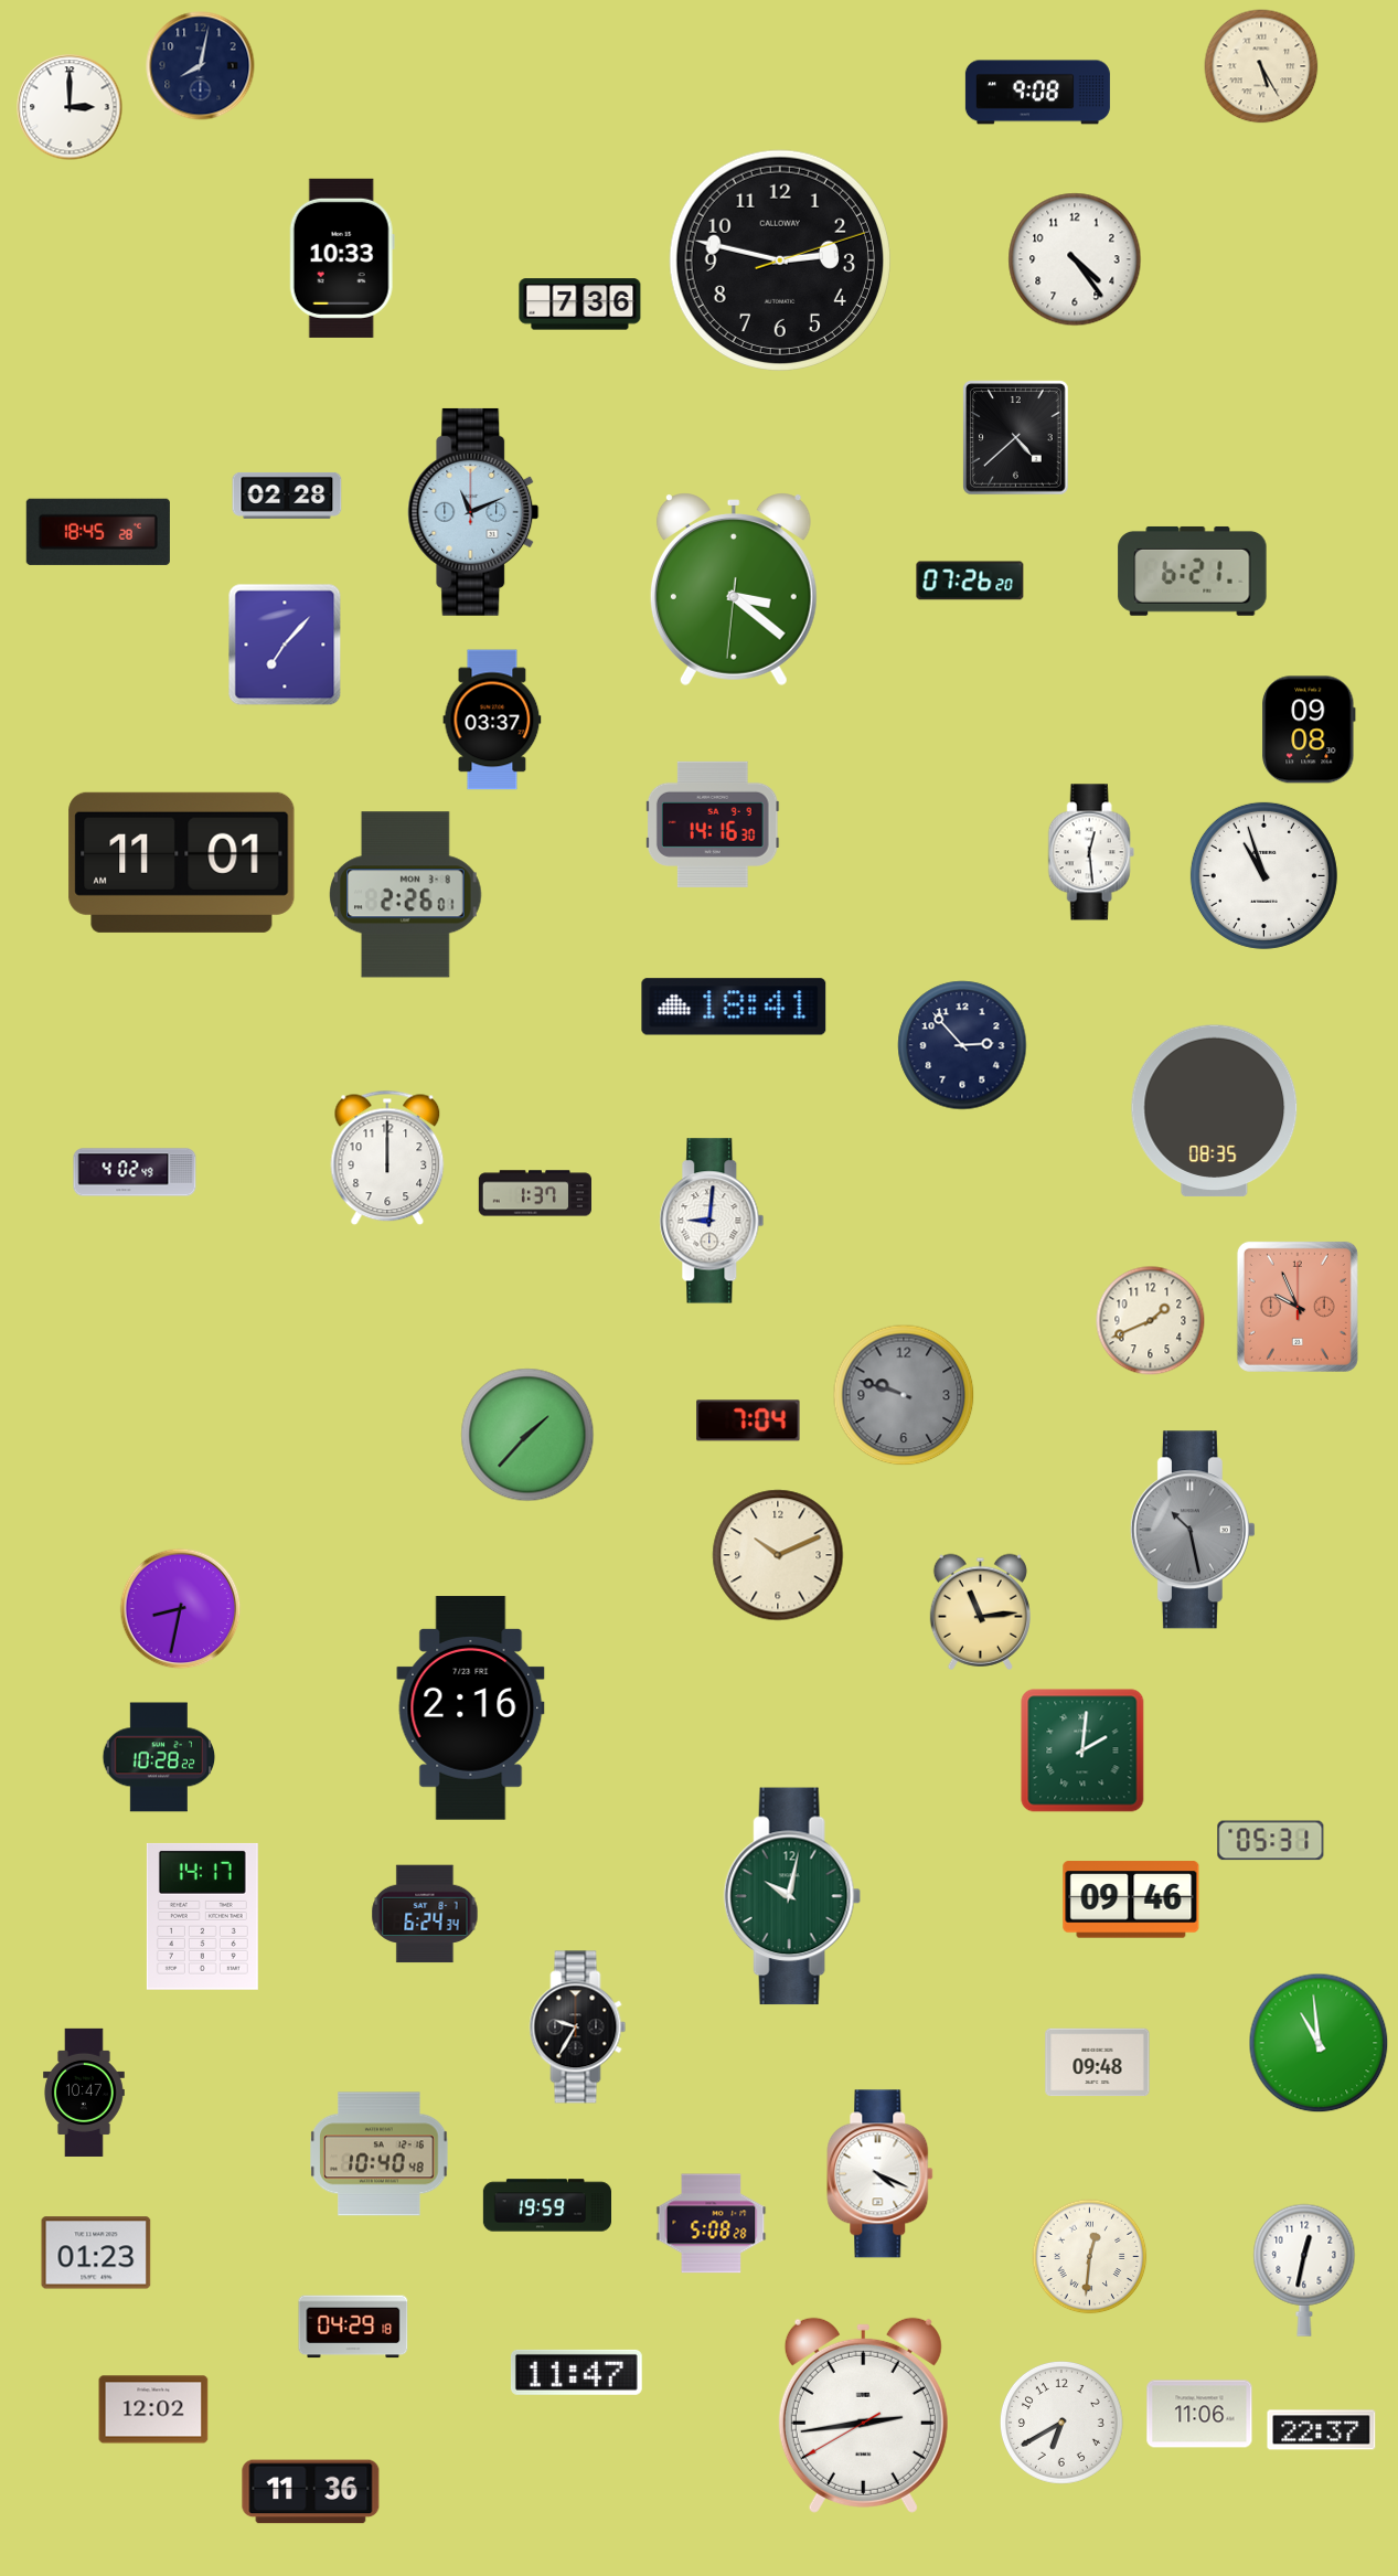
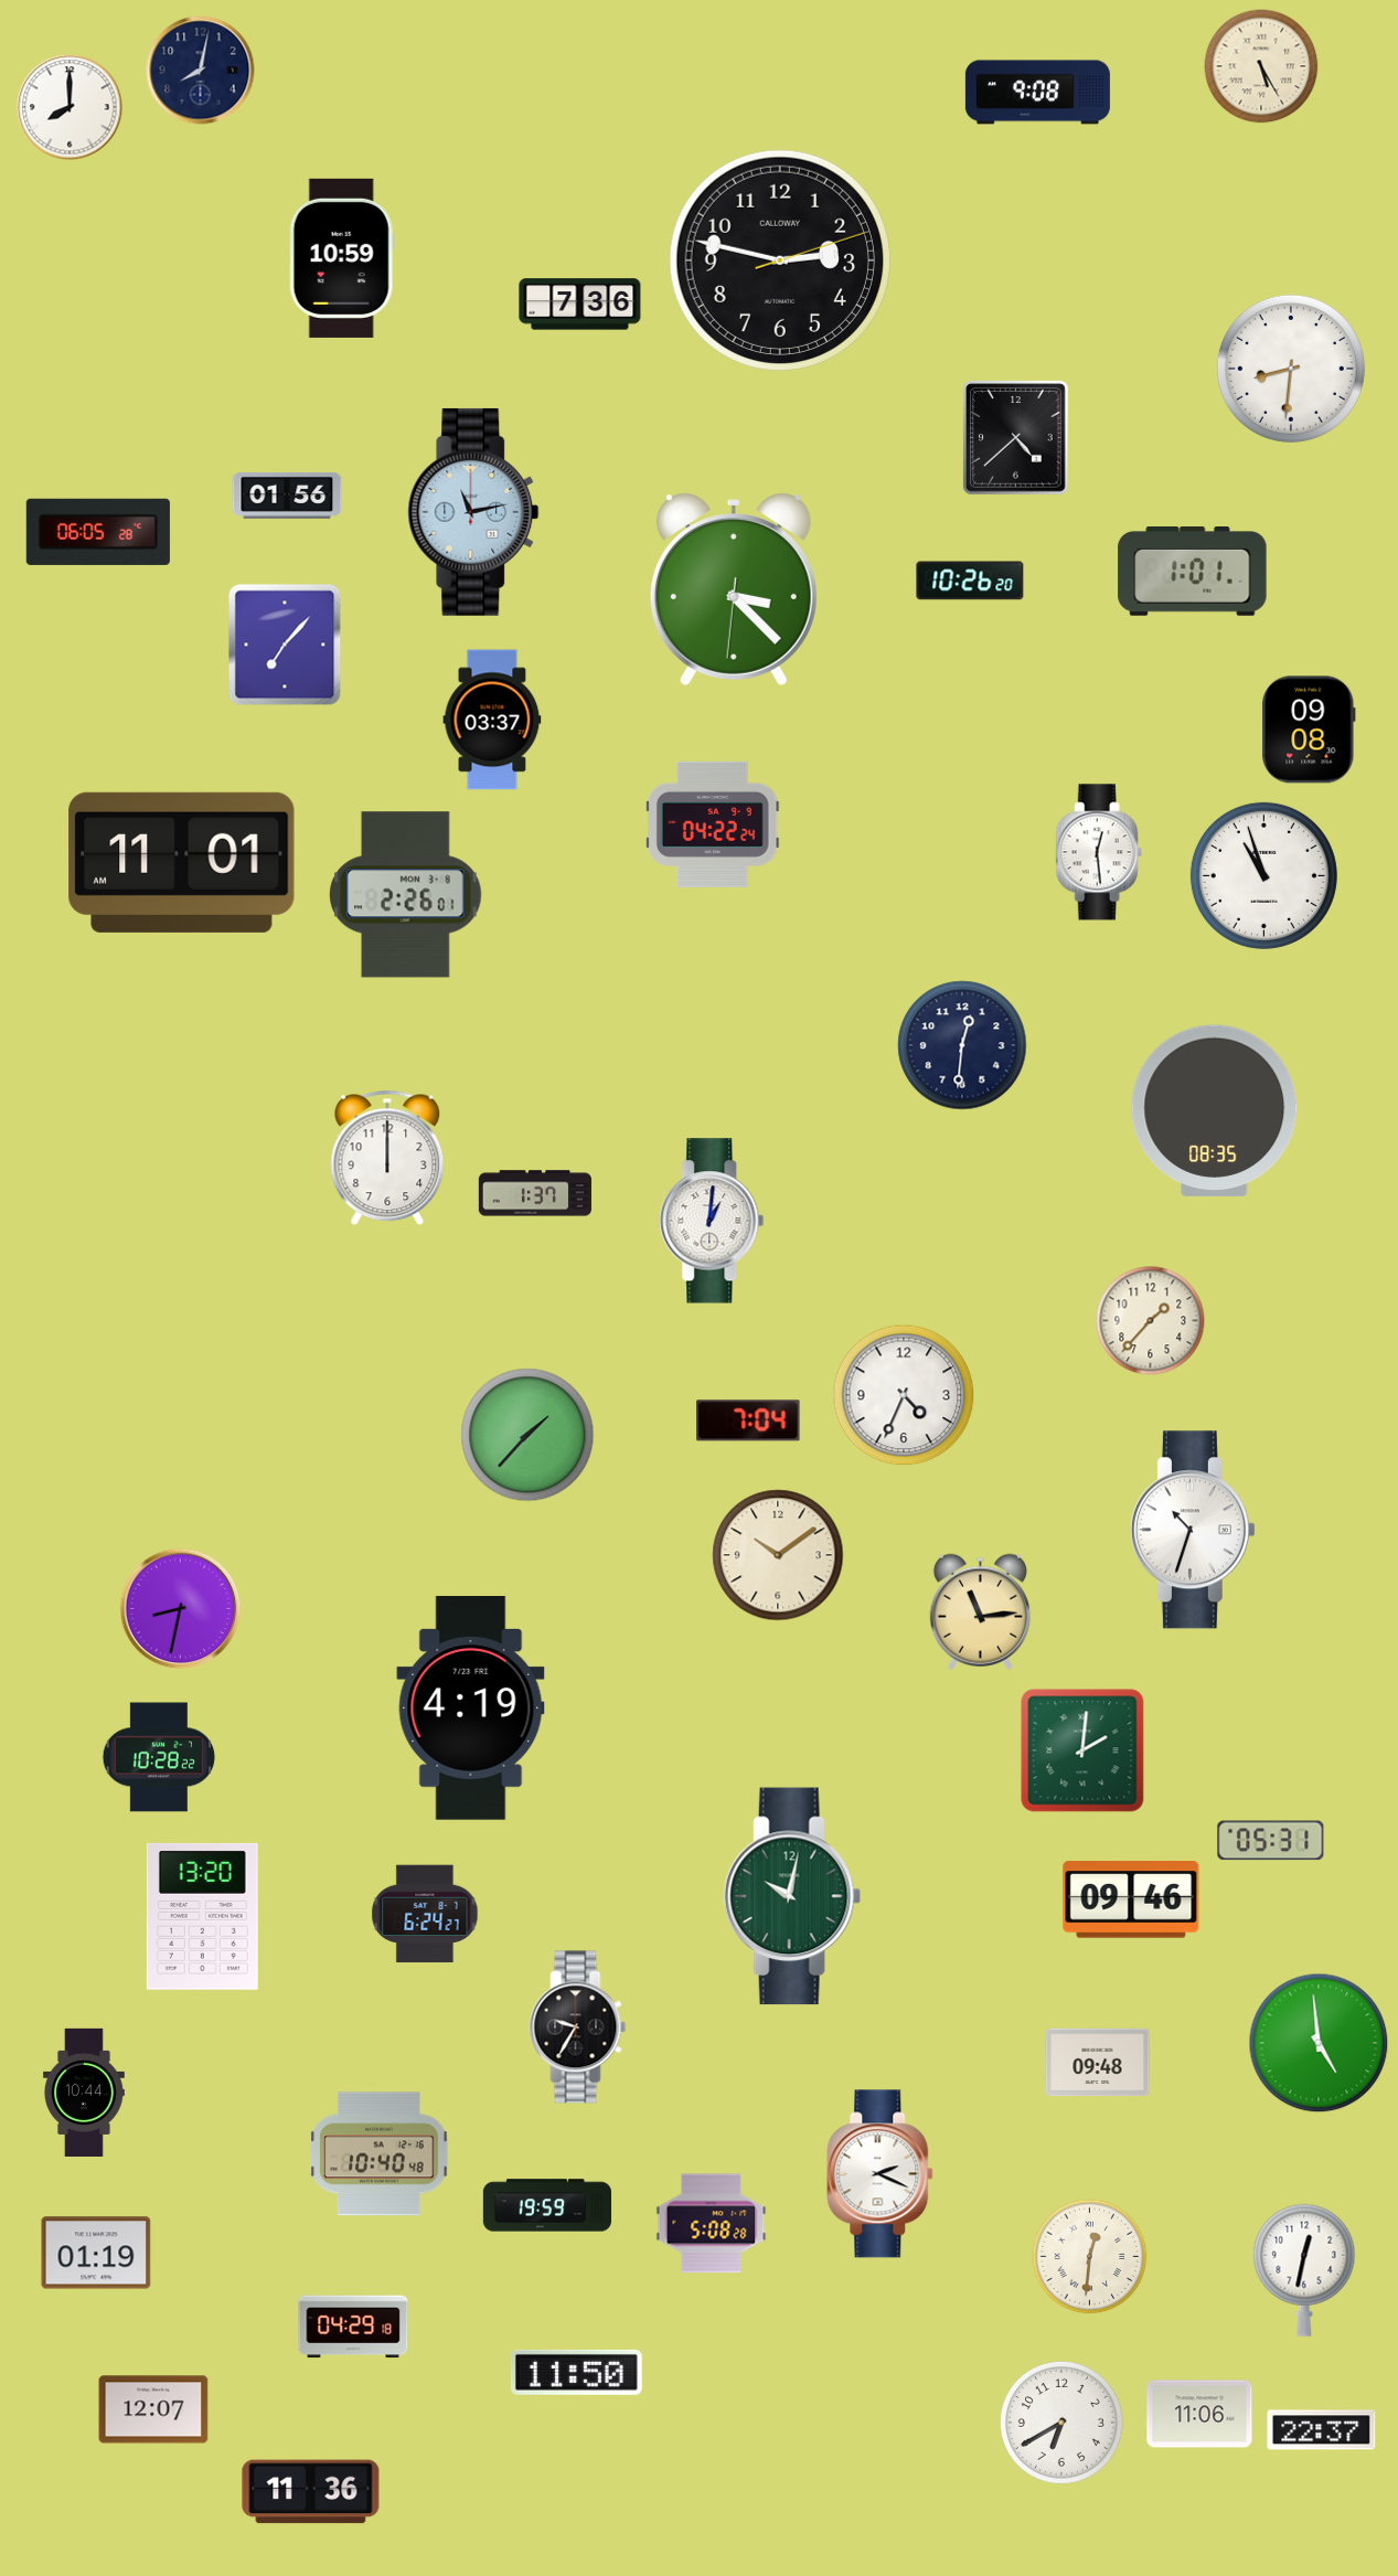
clock at (201, 66) position: (201, 66) -> (201, 71)
clock at (70, 107): 3:00 -> 8:00
clock at (342, 258): 10:33 -> 10:59
clock at (1075, 259): 4:24 -> none
clock at (1291, 369): none -> 8:31
clock at (287, 496): 02:28 -> 01:56
clock at (473, 512): 11:11 -> 11:13
clock at (98, 532): 18:45 -> 06:05
clock at (1193, 571): 6:21 -> 1:01
clock at (970, 581): 07:26 -> 10:26
clock at (734, 589): 3:21 -> 3:22
clock at (713, 824): 14:16 -> 04:22
clock at (1091, 852) position: (1091, 852) -> (1099, 852)
clock at (734, 1007): 18:41 -> none
clock at (962, 1045): 2:53 -> 12:31
clock at (135, 1172): 4:02 -> none
clock at (712, 1221): 9:01 -> 1:01
clock at (1298, 1307): 9:56 -> none
clock at (1151, 1321): 1:41 -> 1:37
clock at (904, 1395): 9:48 -> 4:34
clock at (904, 1395) dial: grey -> white
clock at (1193, 1530): 10:28 -> 10:33
clock at (1193, 1530) dial: grey -> white
clock at (778, 1555): 10:11 -> 10:09
clock at (471, 1709): 2:16 -> 4:19
clock at (425, 1914): 6:24:34 -> 6:24:27
clock at (202, 1916): 14:17 -> 13:20
clock at (1319, 2043): 10:59 -> 4:59
clock at (84, 2091): 10:47 -> 10:44
clock at (881, 2174): 4:19 -> 2:19
clock at (96, 2253): 01:23 -> 01:19
clock at (576, 2372): 11:47 -> 11:50
clock at (153, 2409): 12:02 -> 12:07
clock at (863, 2415): 2:43 -> none
